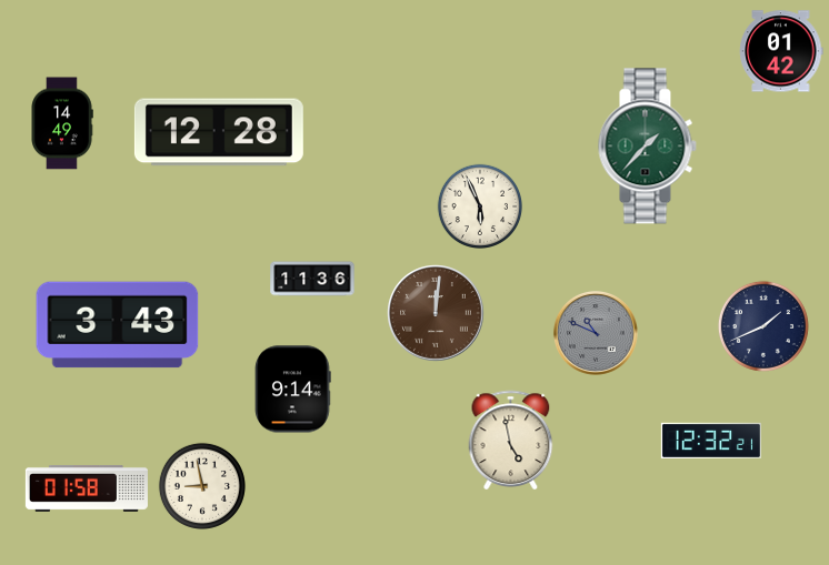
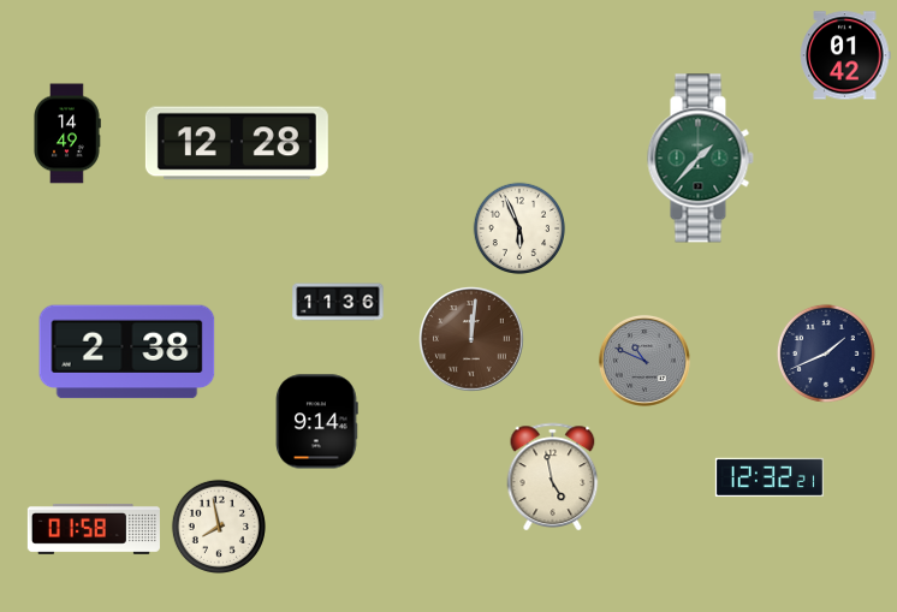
clock at (480, 206) position: (480, 206) -> (519, 228)
clock at (118, 325): 3:43 -> 2:38
clock at (202, 486): 8:58 -> 7:58
